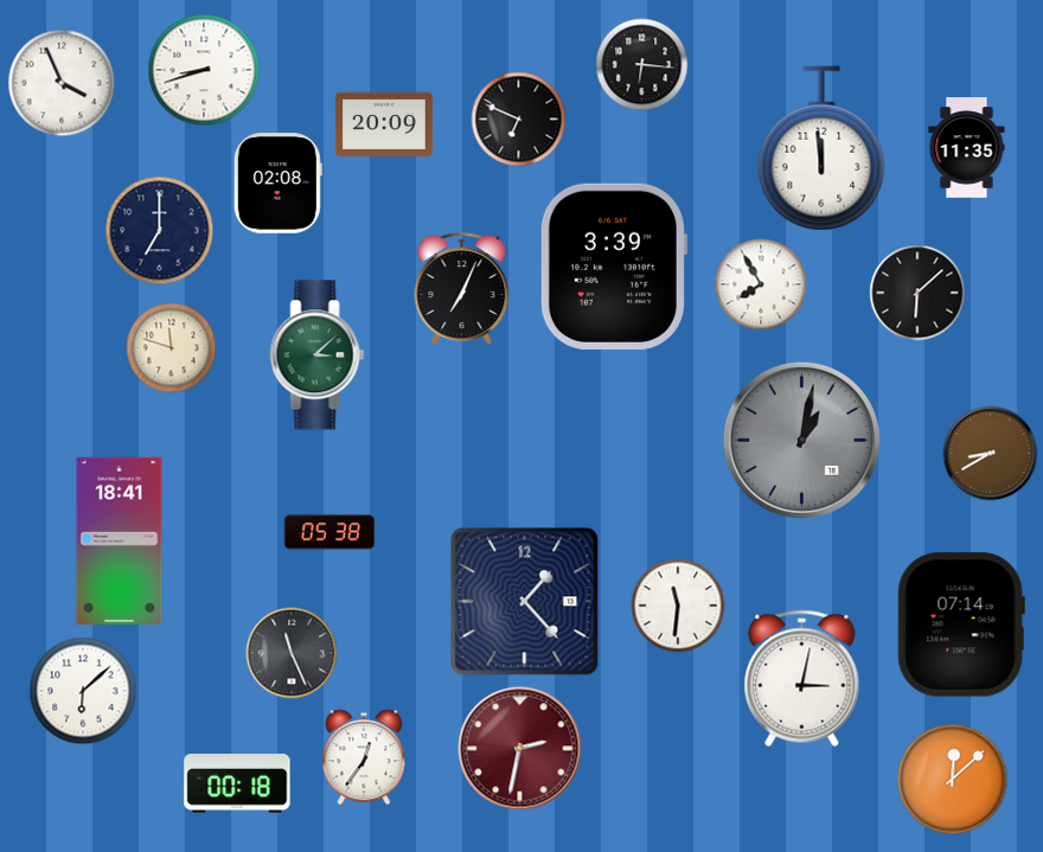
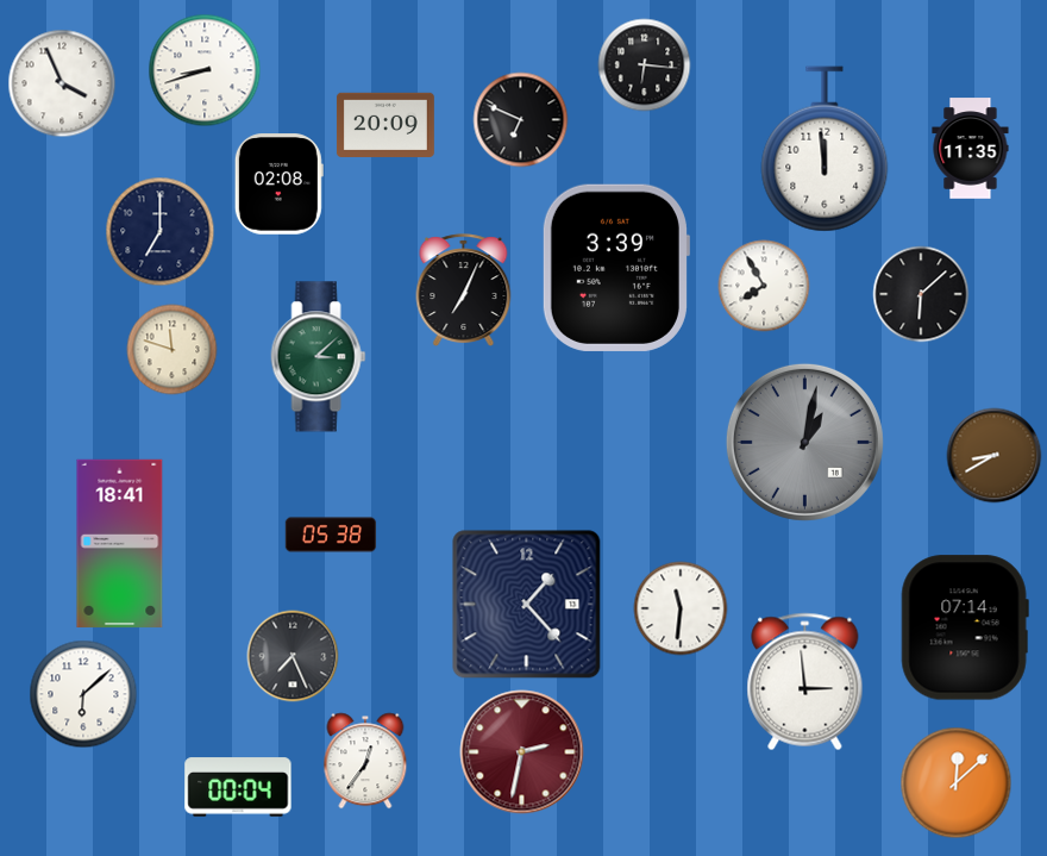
clock at (292, 653): 11:26 -> 7:26
clock at (802, 679): 3:02 -> 2:59
clock at (237, 783): 00:18 -> 00:04
